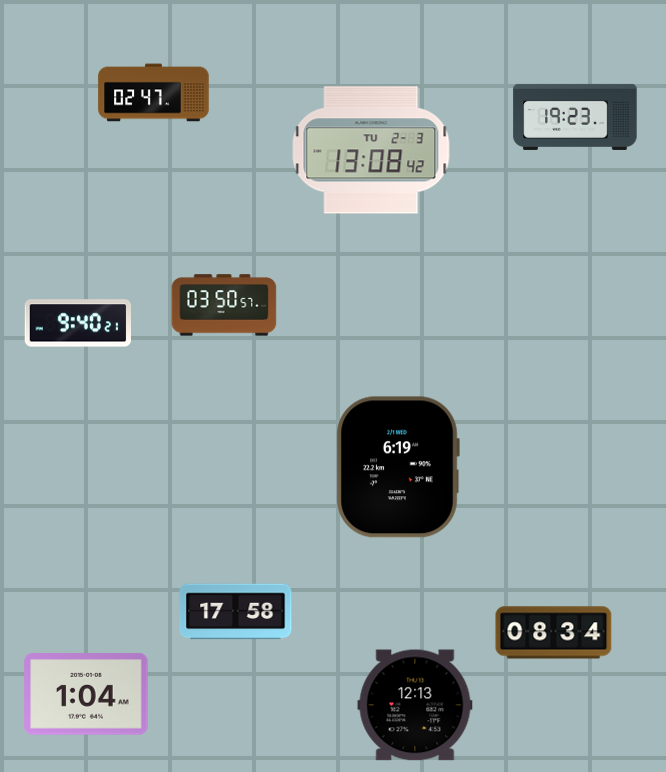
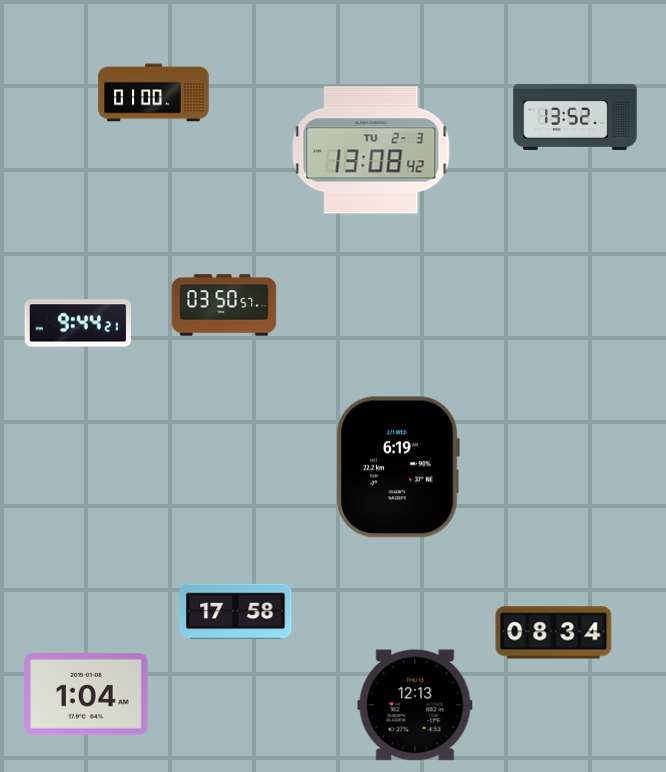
clock at (154, 93): 02:47 -> 01:00
clock at (575, 117): 19:23 -> 13:52
clock at (77, 323): 9:40 -> 9:44
